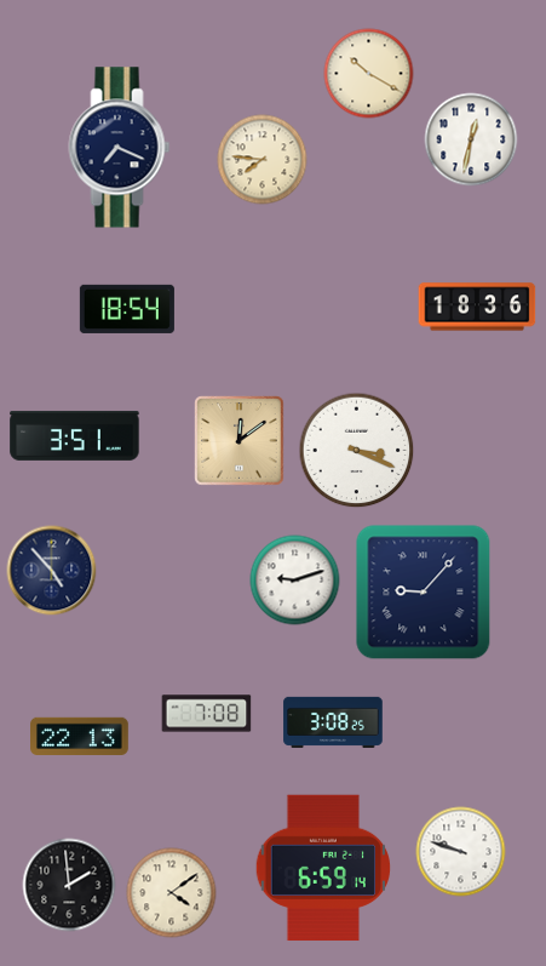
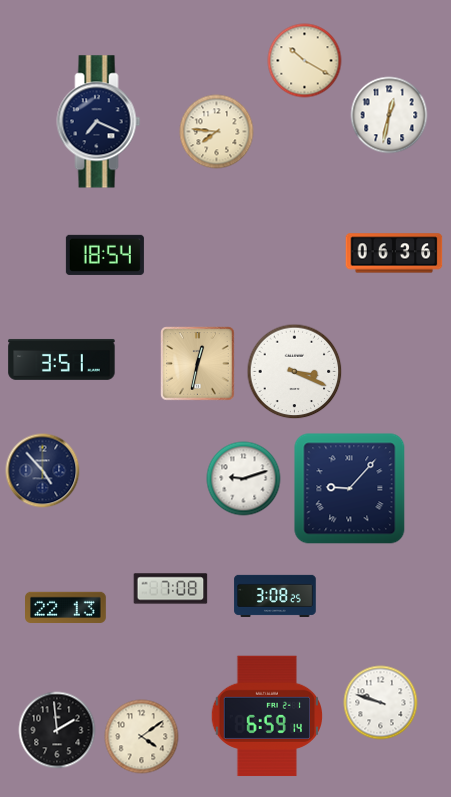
clock at (477, 307): 18:36 -> 06:36
clock at (240, 441): 12:09 -> 12:32
